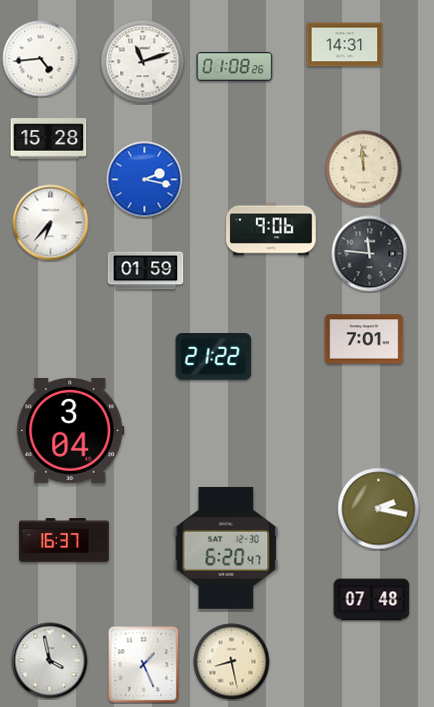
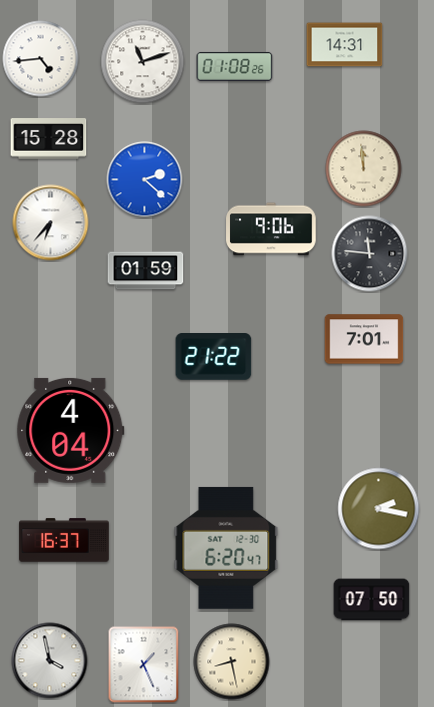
clock at (145, 180): 2:17 -> 2:22
clock at (71, 430): 3:04 -> 4:04
clock at (372, 600): 07:48 -> 07:50
